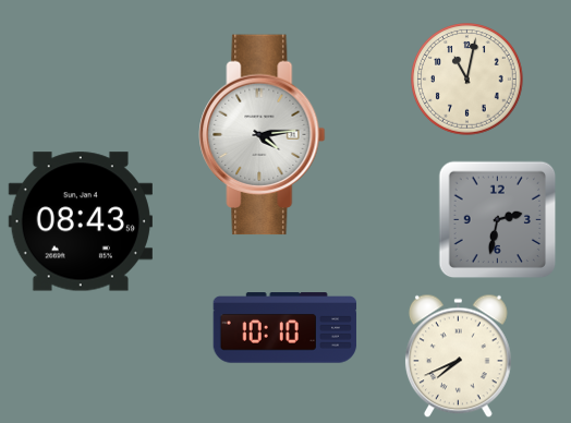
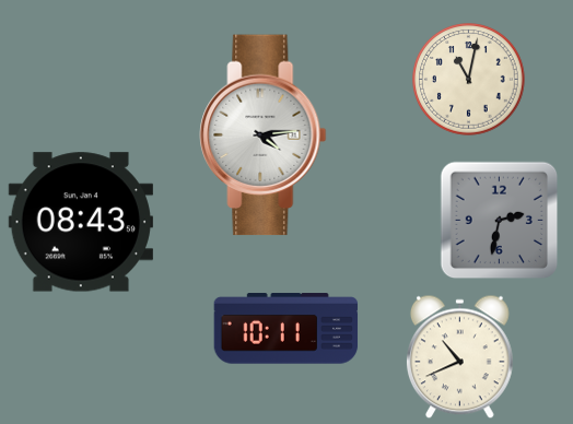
clock at (285, 328): 10:10 -> 10:11
clock at (458, 355): 7:41 -> 10:41
